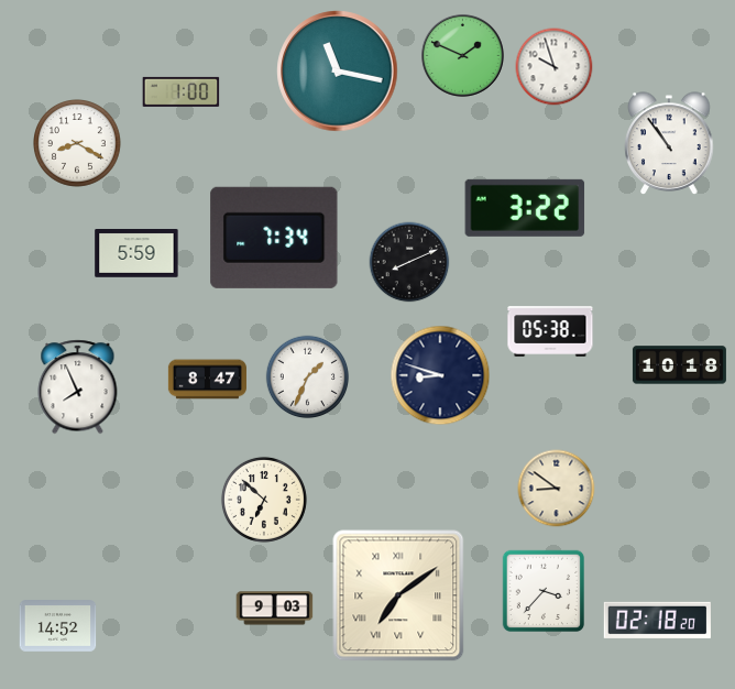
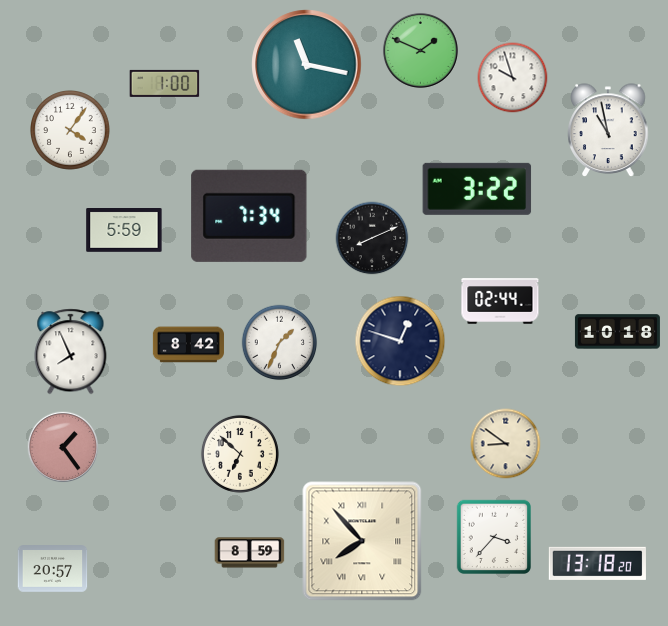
clock at (555, 67) position: (555, 67) -> (513, 78)
clock at (669, 143): 10:54 -> 10:58
clock at (78, 144): 8:20 -> 4:06
clock at (550, 331): 05:38 -> 02:44
clock at (440, 375): 8:48 -> 12:48
clock at (207, 380): 8:47 -> 8:42
clock at (63, 447): none -> 1:24
clock at (398, 595): 7:09 -> 7:53
clock at (275, 609): 9:03 -> 8:59
clock at (657, 620): 02:18 -> 13:18
clock at (58, 626): 14:52 -> 20:57
